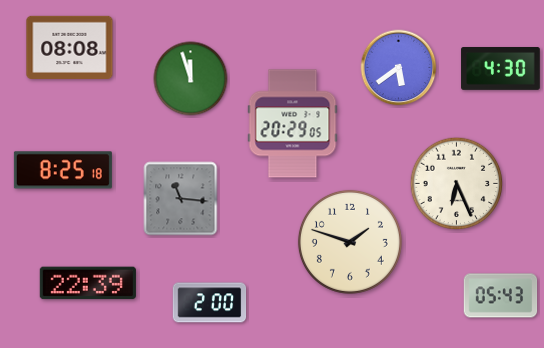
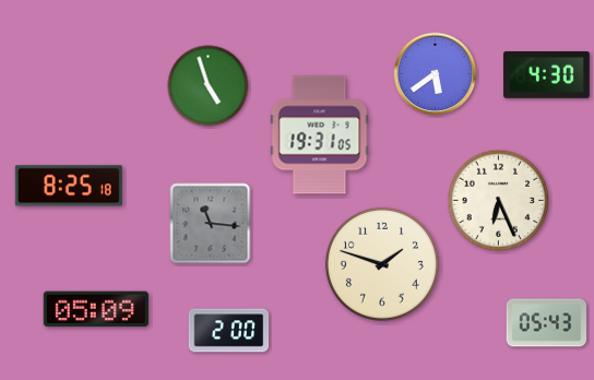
clock at (70, 47): 08:08 -> none
clock at (191, 79): 11:57 -> 4:57
clock at (293, 124): 20:29 -> 19:31
clock at (181, 199) position: (181, 199) -> (211, 224)
clock at (88, 283): 22:39 -> 05:09
